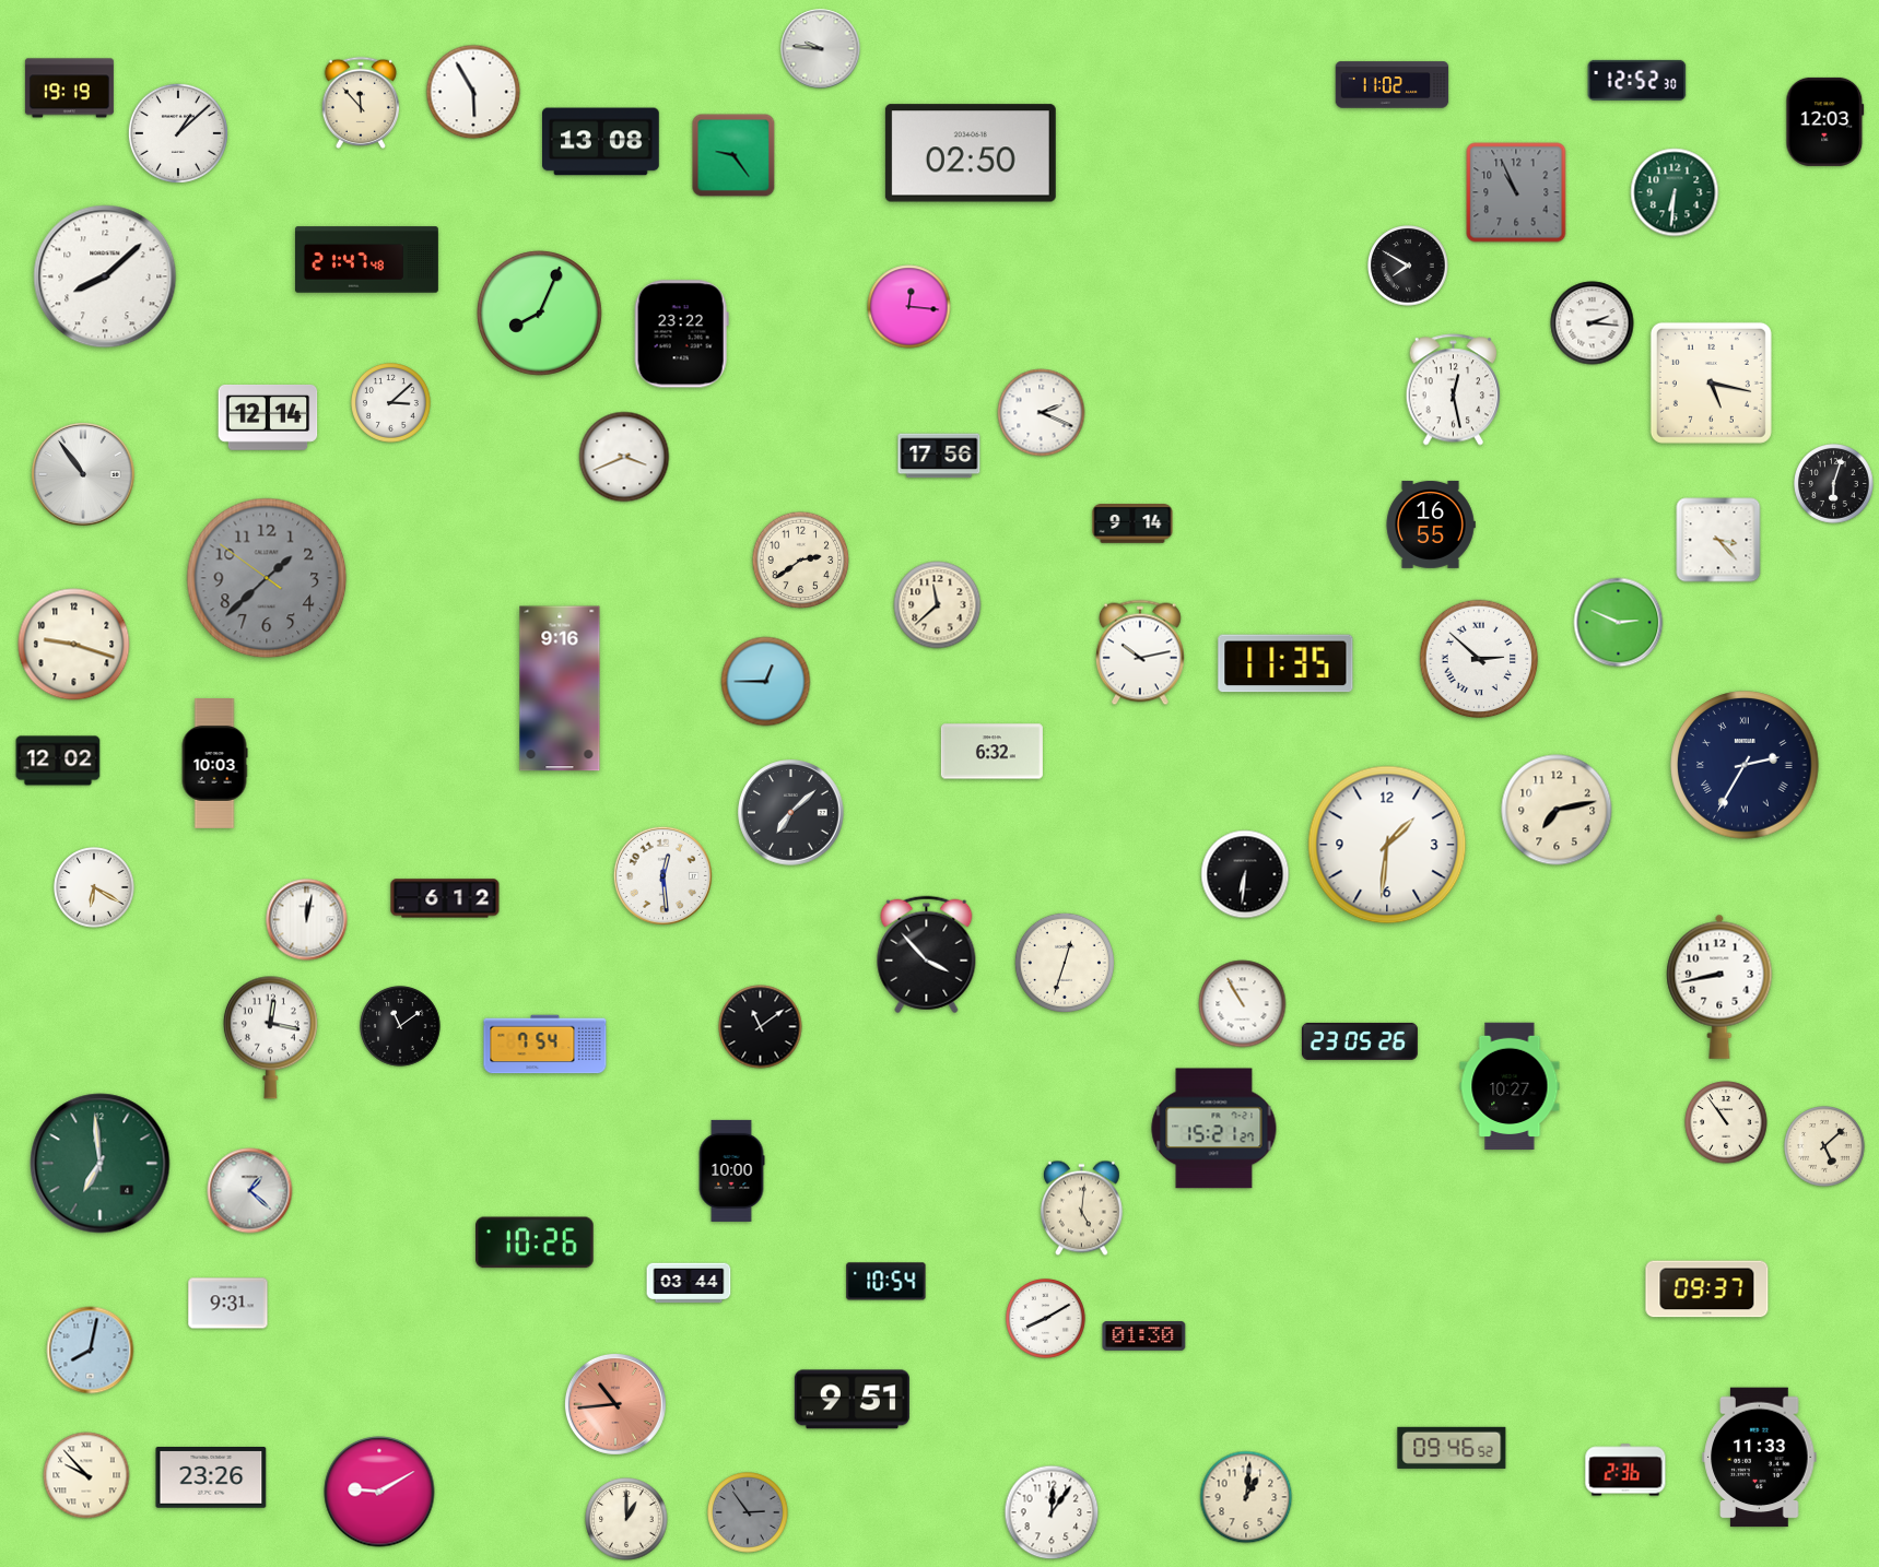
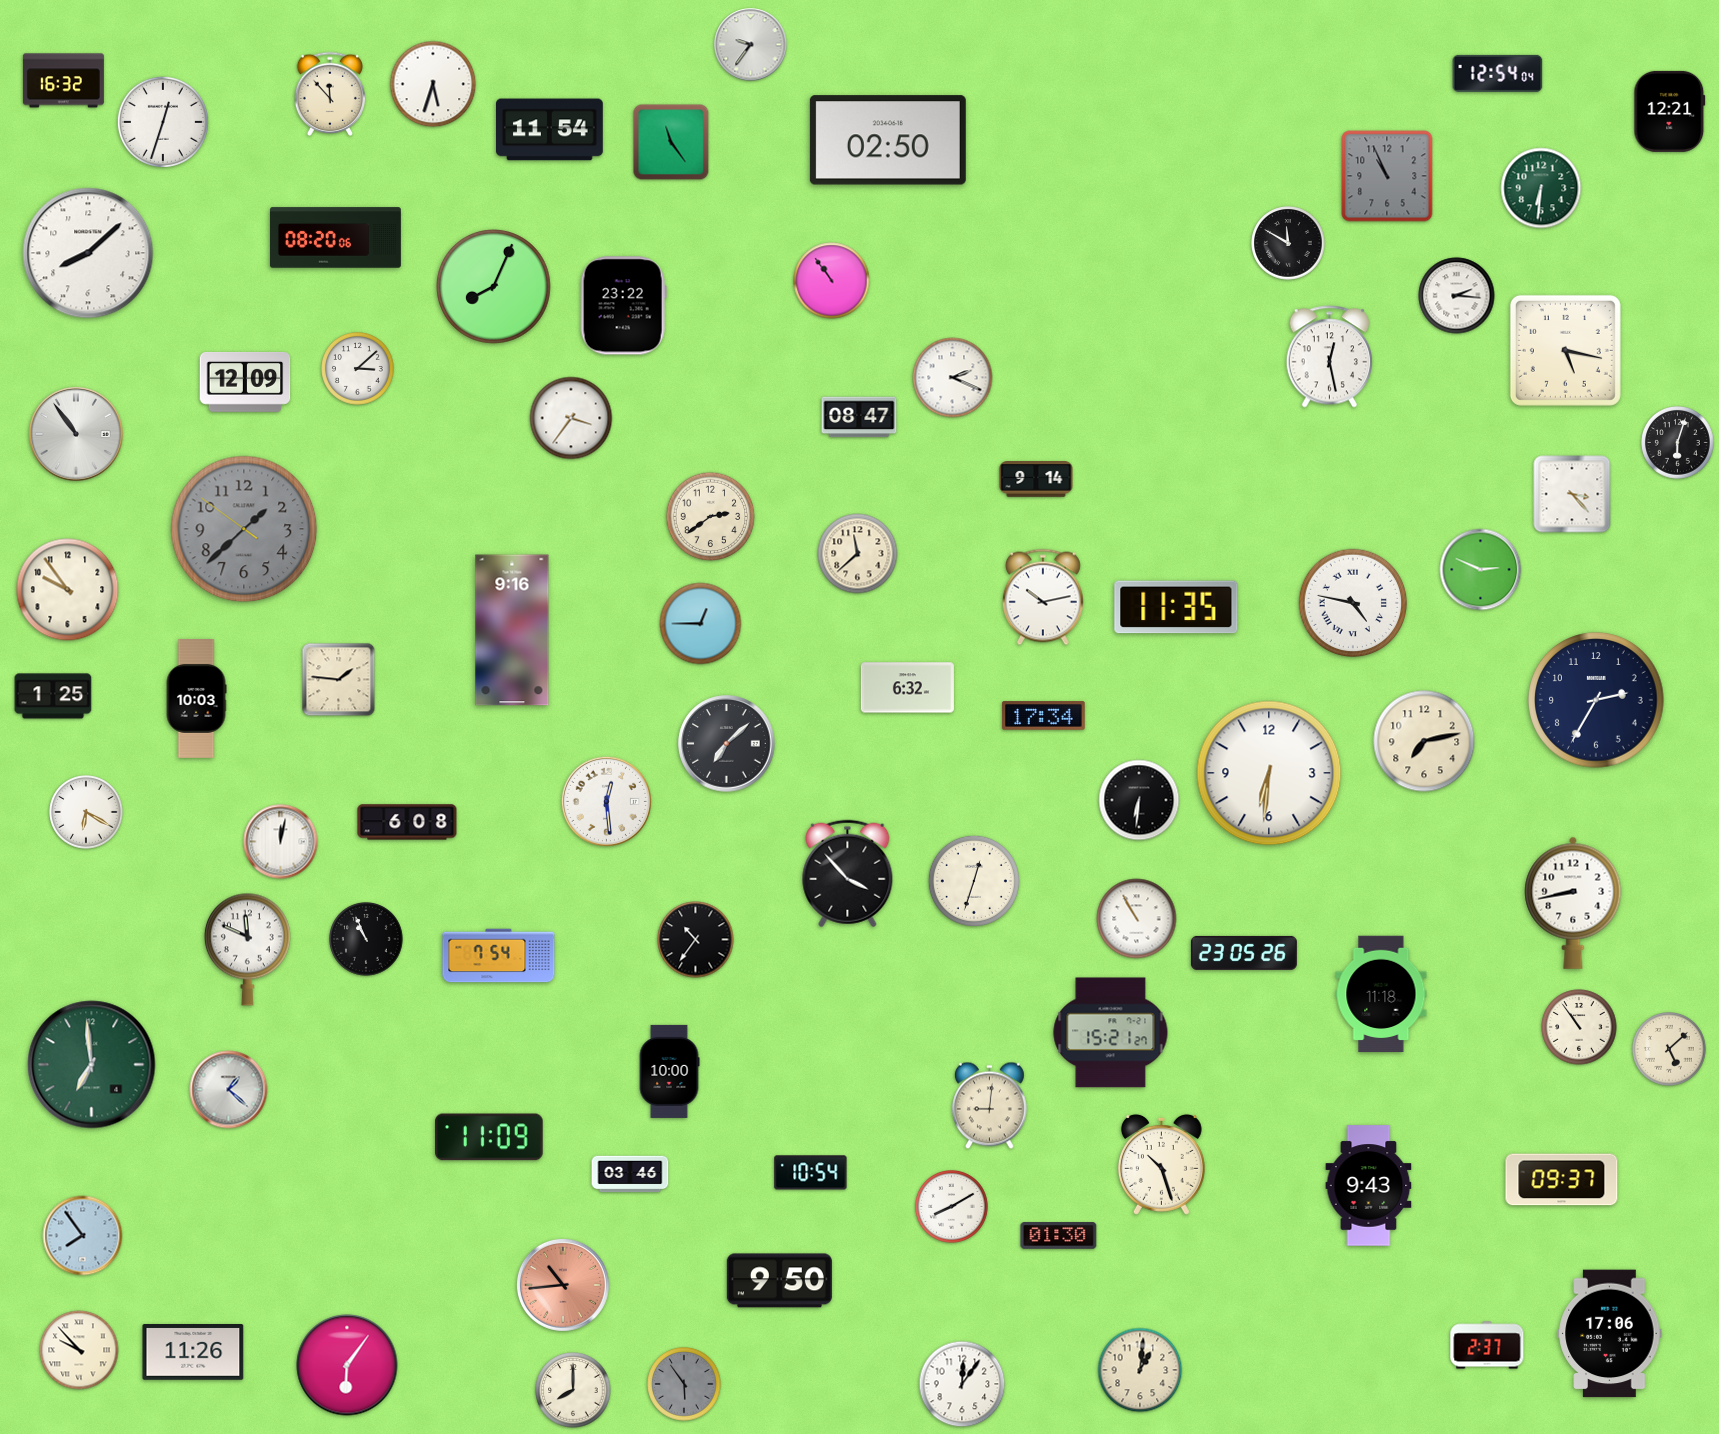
clock at (821, 49): 9:46 -> 9:36
clock at (1637, 80): 12:52 -> 12:54
clock at (1393, 85): 11:02 -> none
clock at (69, 89): 19:19 -> 16:32
clock at (473, 92): 5:55 -> 5:33
clock at (1825, 121): 12:03 -> 12:21
clock at (178, 133): 1:08 -> 12:33
clock at (601, 142): 13:08 -> 11:54
clock at (733, 155): 9:24 -> 11:24
clock at (1675, 192) position: (1675, 192) -> (1541, 188)
clock at (366, 260): 21:47 -> 08:20
clock at (1408, 266): 7:50 -> 11:50
clock at (105, 276) position: (105, 276) -> (88, 253)
clock at (909, 307): 12:16 -> 10:54
clock at (268, 417): 12:14 -> 12:09
clock at (939, 456): 17:56 -> 08:47
clock at (624, 457): 3:41 -> 3:36
clock at (1431, 525): 16:55 -> none
clock at (801, 561) position: (801, 561) -> (711, 517)
clock at (74, 645): 9:18 -> 9:54
clock at (1479, 659): 2:52 -> 4:47
clock at (339, 680): none -> 1:46
clock at (58, 761): 12:02 -> 1:25
clock at (1745, 765) numerals: Roman -> Arabic
clock at (1044, 716): none -> 17:34
clock at (791, 813) position: (791, 813) -> (727, 744)
clock at (1387, 845): 1:31 -> 6:31
clock at (445, 898): 6:12 -> 6:08
clock at (400, 1026): 11:09 -> 10:56
clock at (761, 1027): 11:09 -> 10:36
clock at (270, 1037): 12:17 -> 11:49
clock at (1510, 1086): 10:27 -> 11:18
clock at (1081, 1209): 5:01 -> 9:01
clock at (535, 1242): 10:26 -> 11:09
clock at (1161, 1164): none -> 10:27
clock at (689, 1283): 03:44 -> 03:46
clock at (1369, 1186): none -> 9:43
clock at (228, 1304): 9:31 -> none
clock at (1046, 1319) position: (1046, 1319) -> (952, 1207)
clock at (1144, 1336) position: (1144, 1336) -> (1059, 1236)
clock at (91, 1351): 8:02 -> 7:54
clock at (852, 1400): 9:51 -> 9:50
clock at (1452, 1448): 09:46 -> none
clock at (1760, 1458): 11:33 -> 17:06
clock at (1625, 1470): 2:36 -> 2:37
clock at (211, 1478): 23:26 -> 11:26
clock at (379, 1492): 9:10 -> 6:06
clock at (748, 1512): 2:54 -> 5:54
clock at (626, 1519): 1:00 -> 8:00
